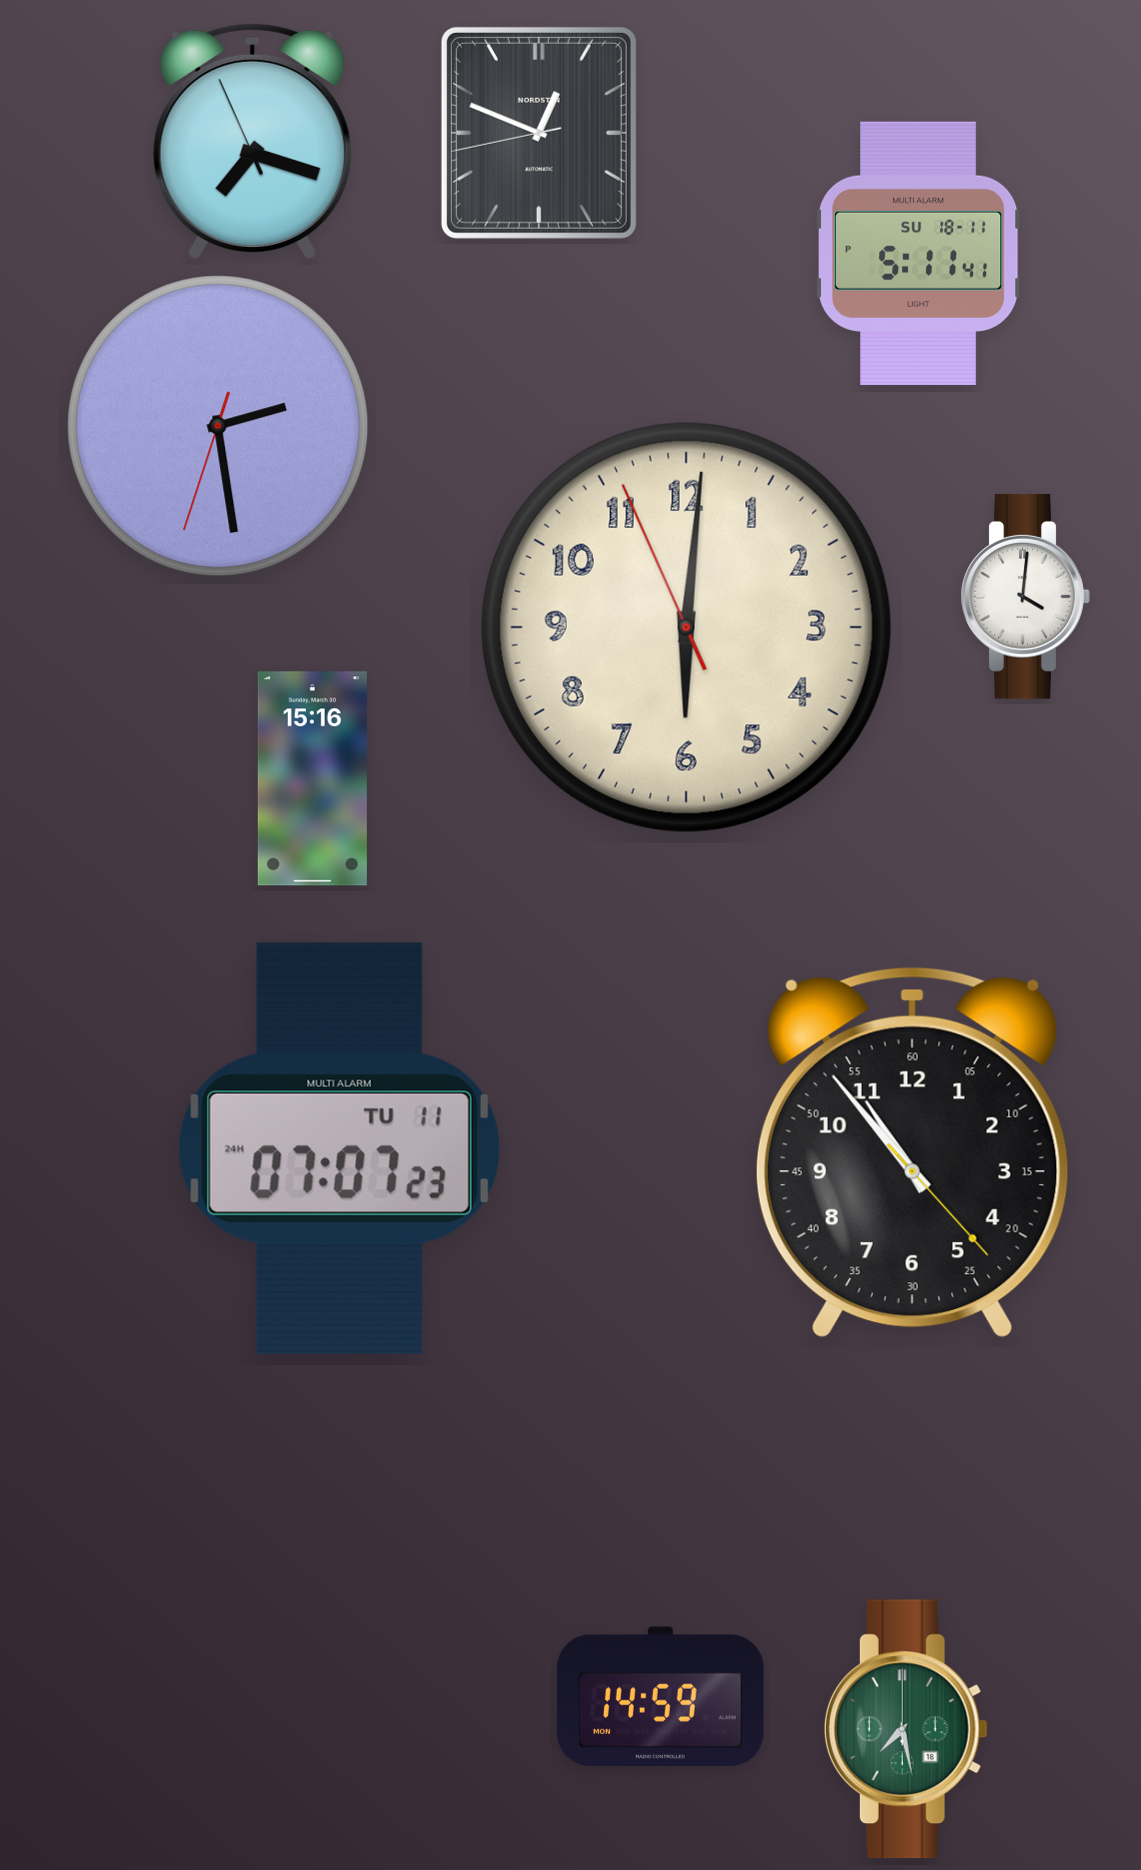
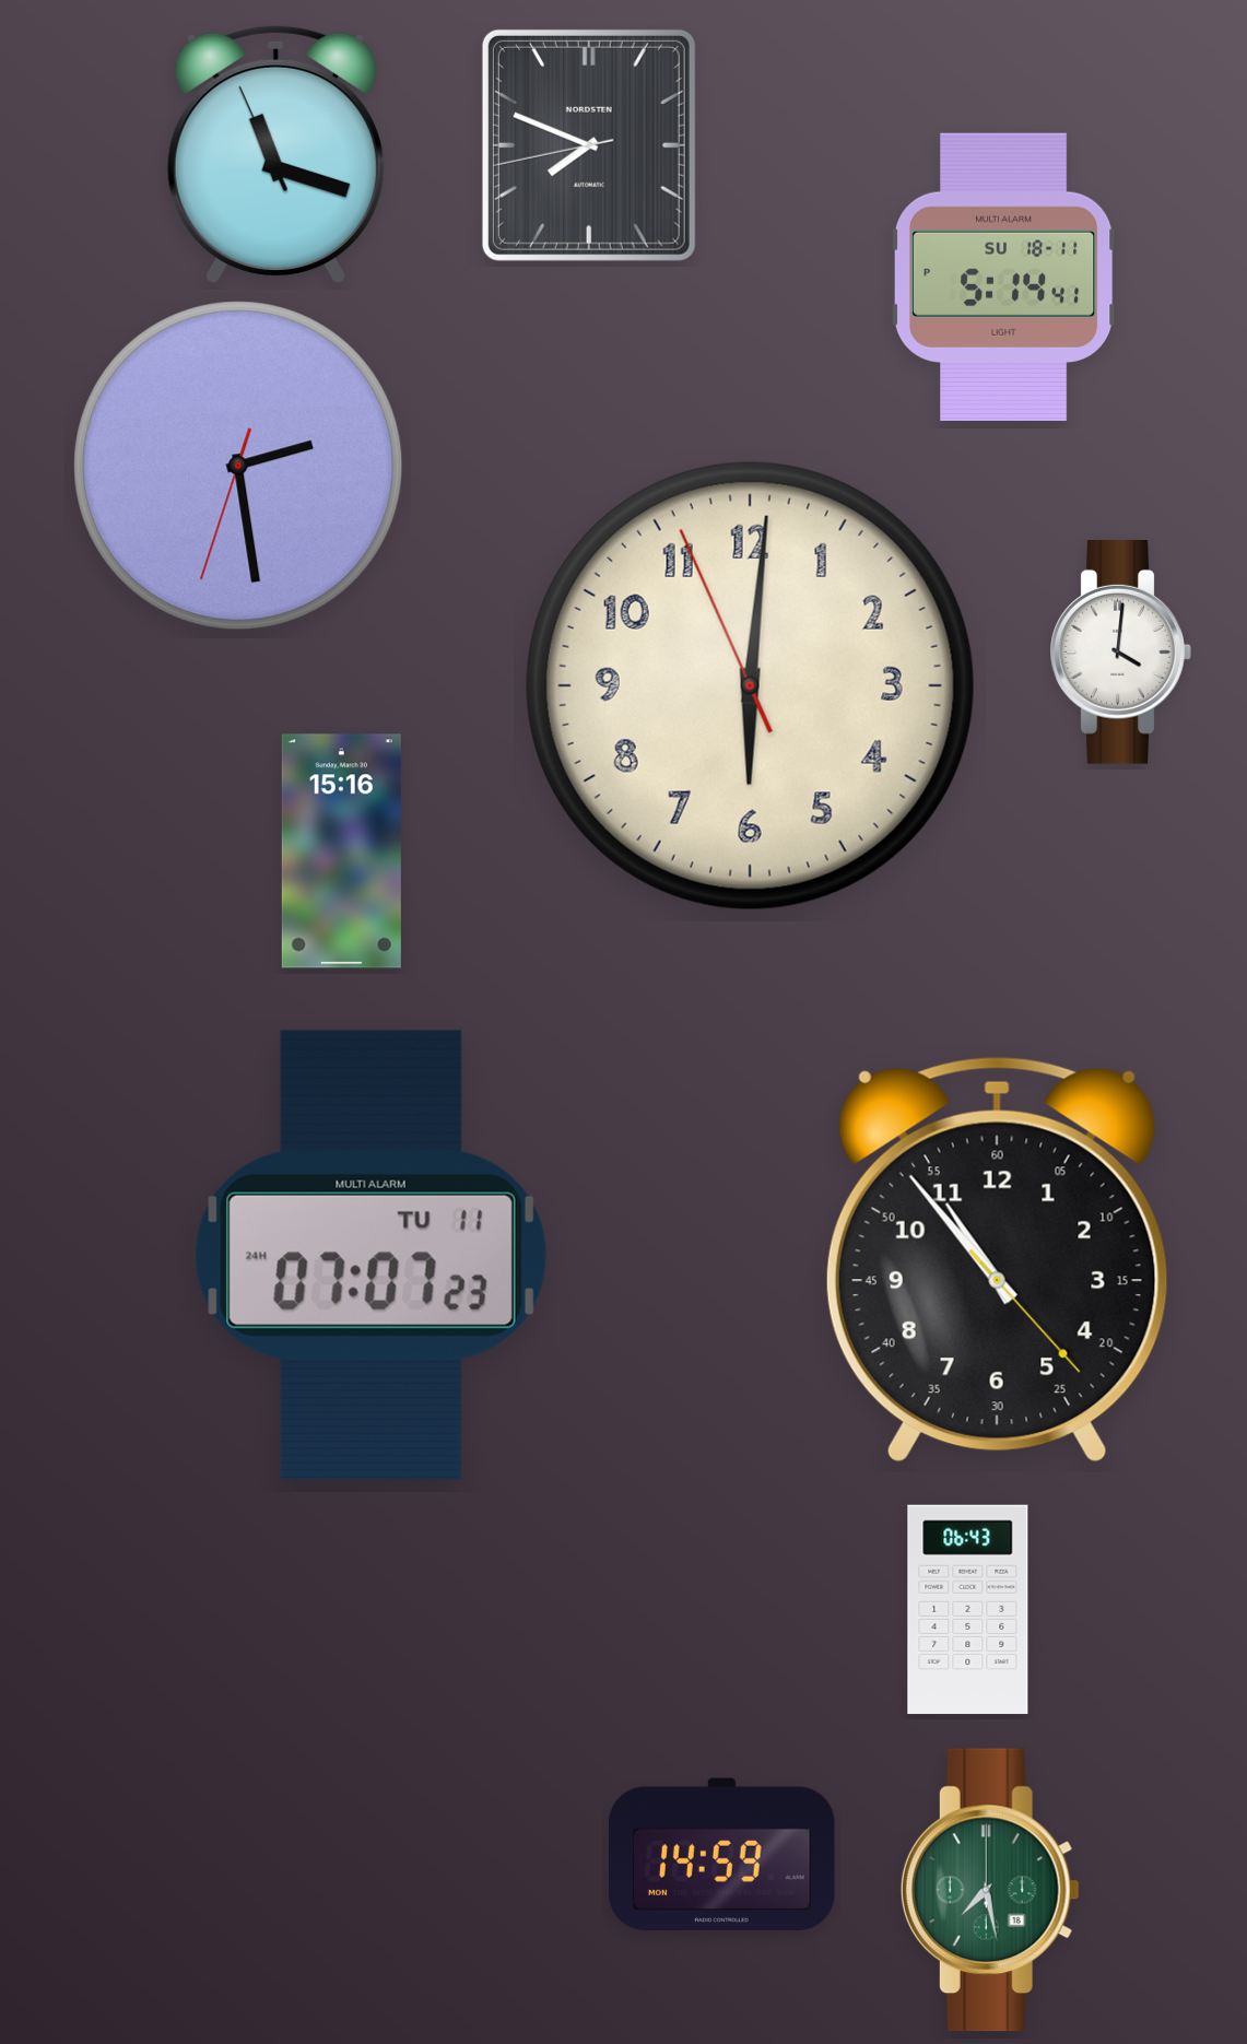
clock at (539, 133): 12:48 -> 7:48
clock at (252, 141): 7:17 -> 11:17
clock at (918, 253): 5:11 -> 5:14
clock at (968, 1610): none -> 06:43
